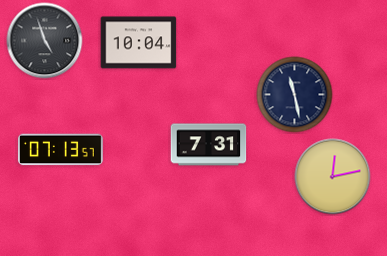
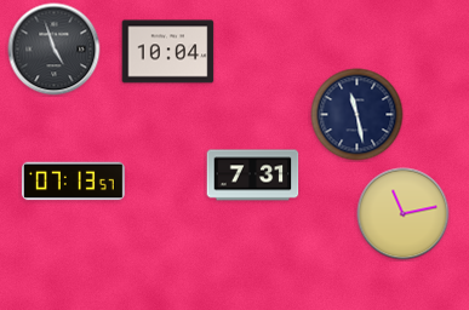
clock at (333, 177): 12:13 -> 11:13
